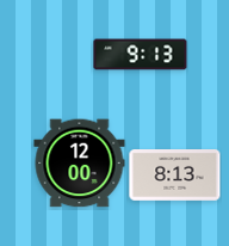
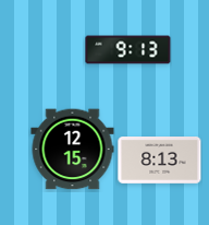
clock at (80, 164): 12:00 -> 12:15
